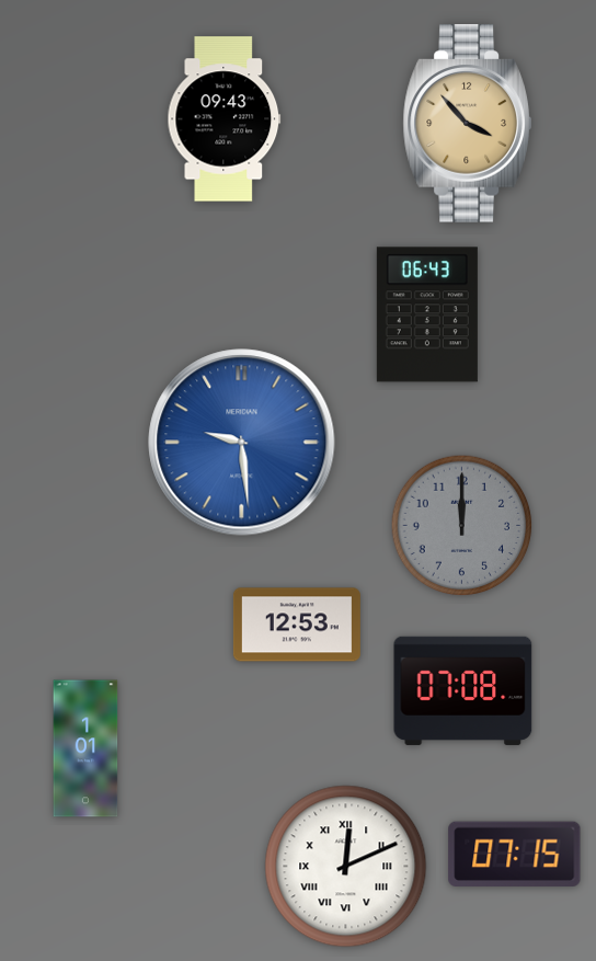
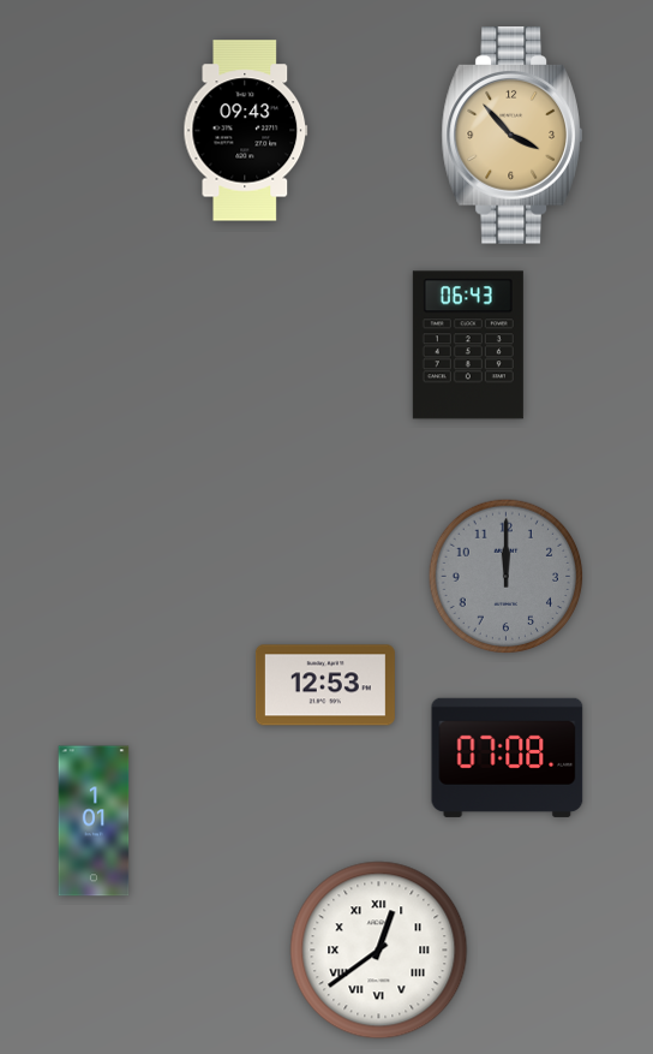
clock at (242, 443): 9:29 -> none
clock at (515, 854): 07:15 -> none
clock at (346, 867): 12:11 -> 12:39
